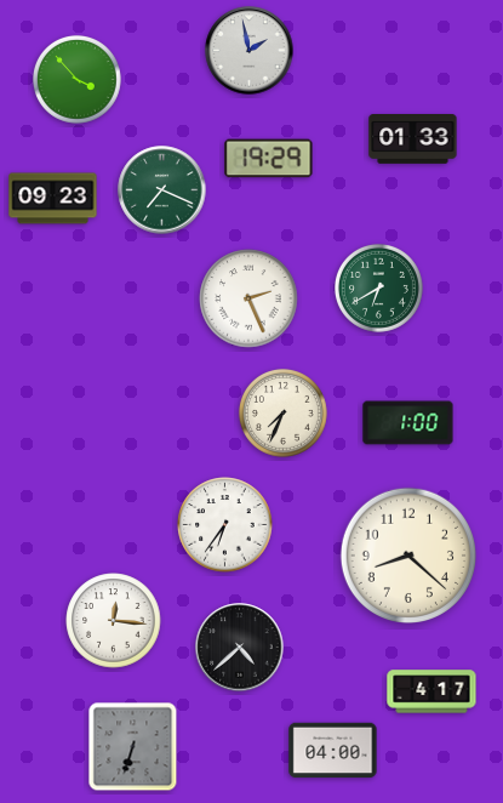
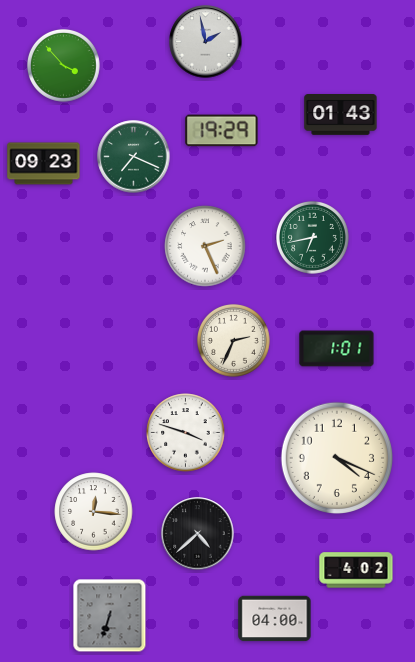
clock at (413, 139): 01:33 -> 01:43
clock at (378, 287): 6:40 -> 6:43
clock at (282, 412): 7:34 -> 2:34
clock at (408, 423): 1:00 -> 1:01
clock at (225, 525): 6:36 -> 3:48
clock at (407, 554): 8:22 -> 4:19
clock at (431, 691): 4:17 -> 4:02
